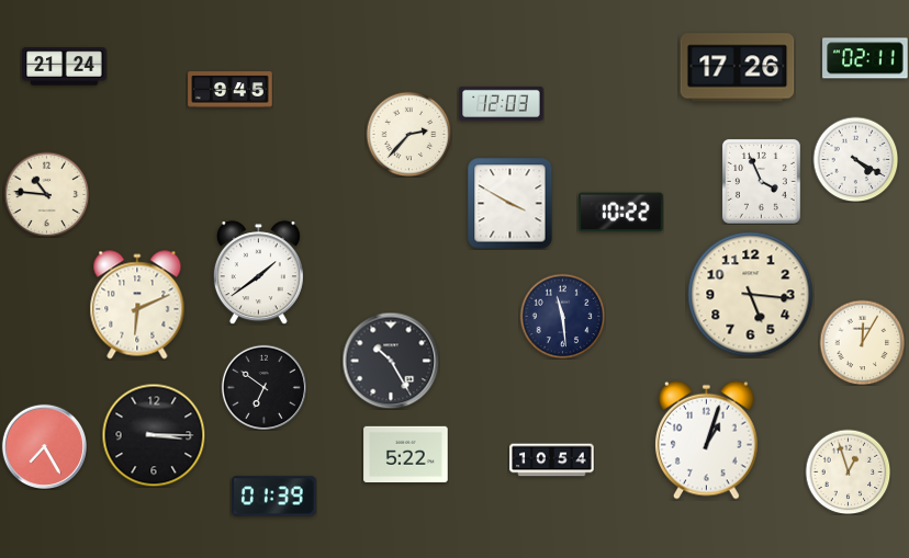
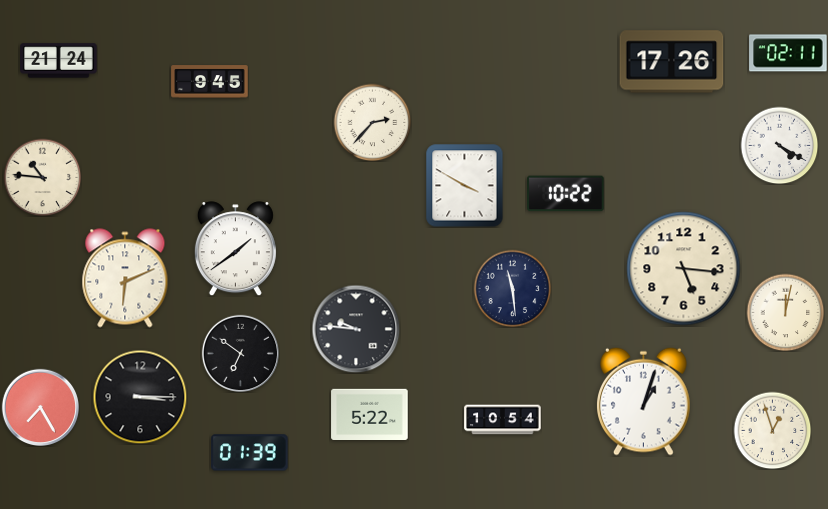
clock at (502, 103): 12:03 -> none
clock at (761, 181): 3:56 -> none
clock at (862, 342): 12:05 -> 12:02
clock at (391, 361): 10:25 -> 9:46
